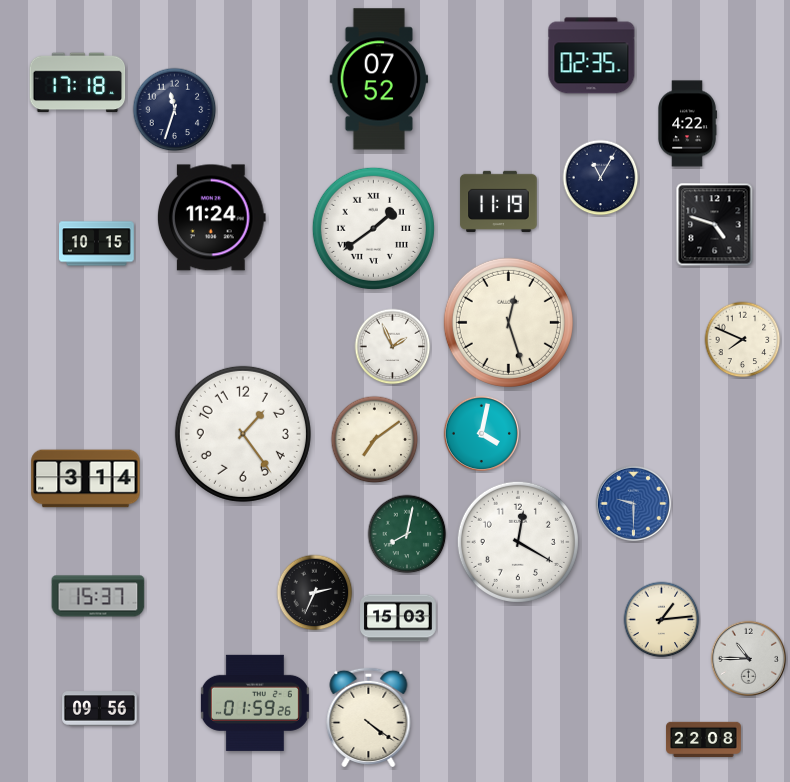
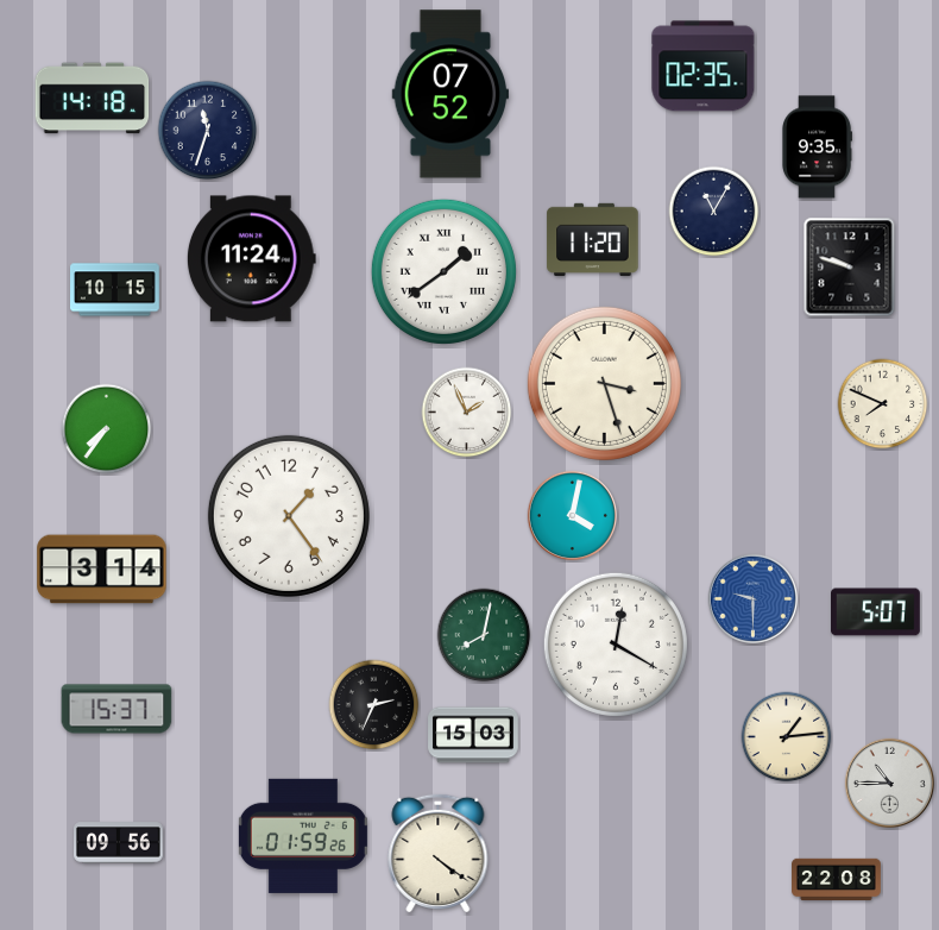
clock at (78, 83): 17:18 -> 14:18
clock at (687, 124): 4:22 -> 9:35
clock at (499, 201): 11:19 -> 11:20
clock at (715, 225): 4:48 -> 9:48
clock at (508, 322): 12:27 -> 3:27
clock at (107, 429): none -> 7:36
clock at (375, 440): 7:09 -> none
clock at (876, 612): none -> 5:07
